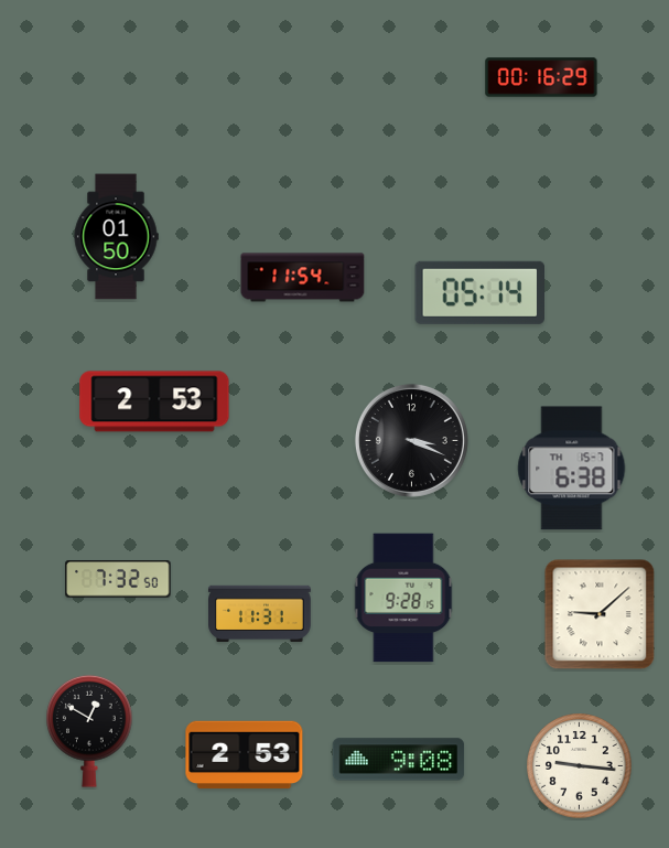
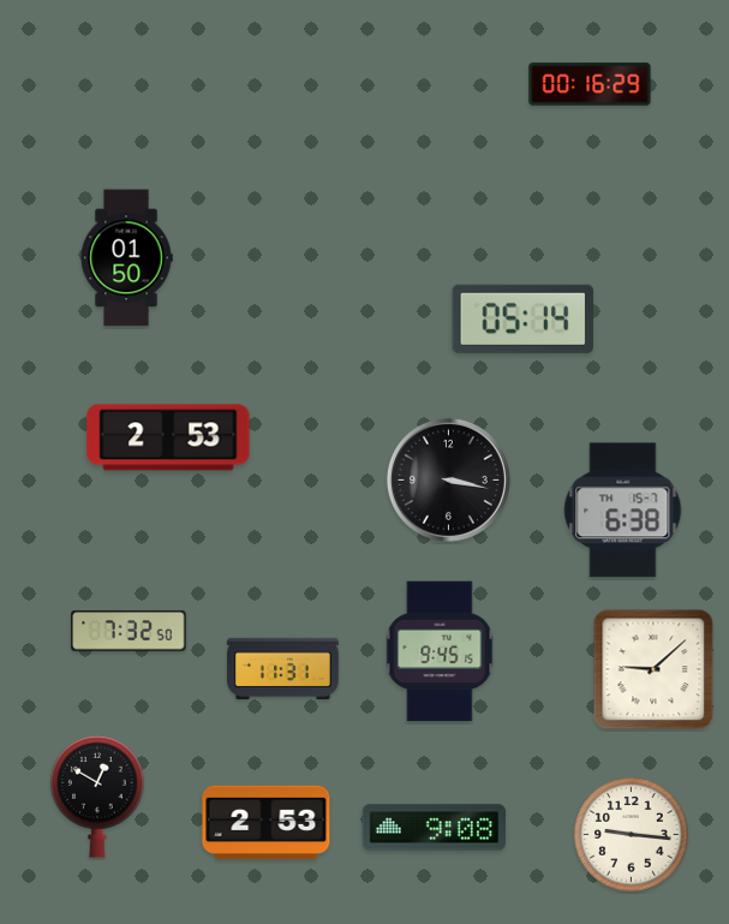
clock at (303, 278): 11:54 -> none
clock at (411, 440): 3:19 -> 3:17
clock at (403, 598): 9:28 -> 9:45
